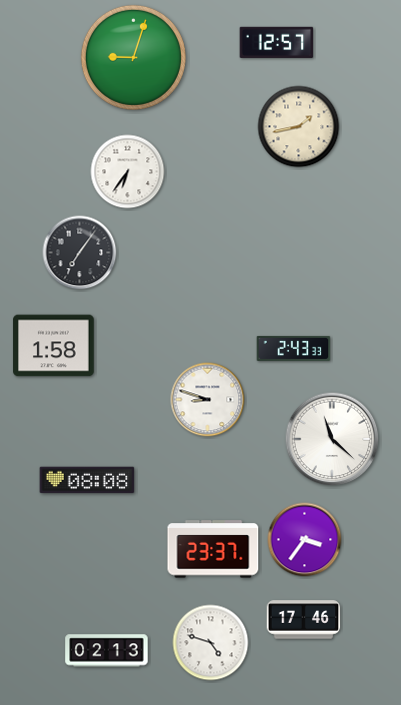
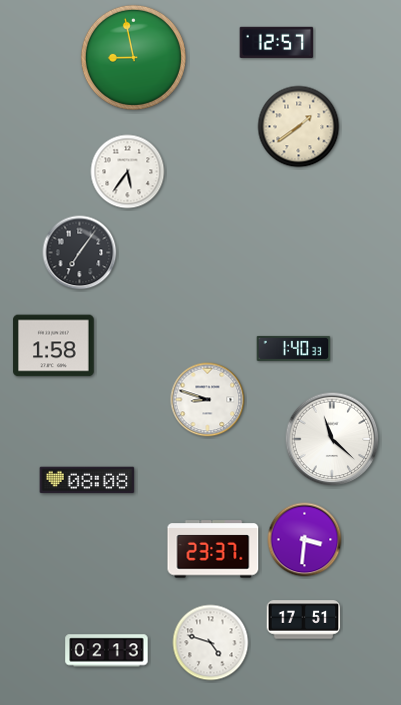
clock at (133, 57): 9:03 -> 8:58
clock at (299, 127): 1:43 -> 1:39
clock at (128, 172): 6:36 -> 5:36
clock at (294, 348): 2:43 -> 1:40
clock at (305, 540): 3:36 -> 3:31
clock at (304, 620): 17:46 -> 17:51
